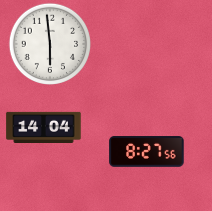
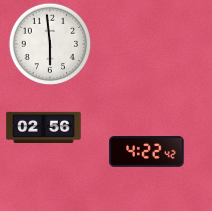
clock at (44, 127): 14:04 -> 02:56
clock at (147, 152): 8:27 -> 4:22
